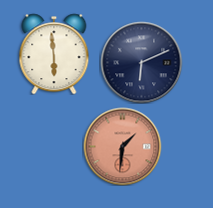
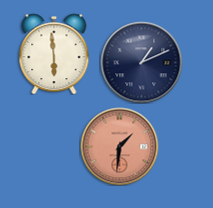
clock at (141, 62): 6:11 -> 1:11
clock at (122, 146) position: (122, 146) -> (119, 146)
